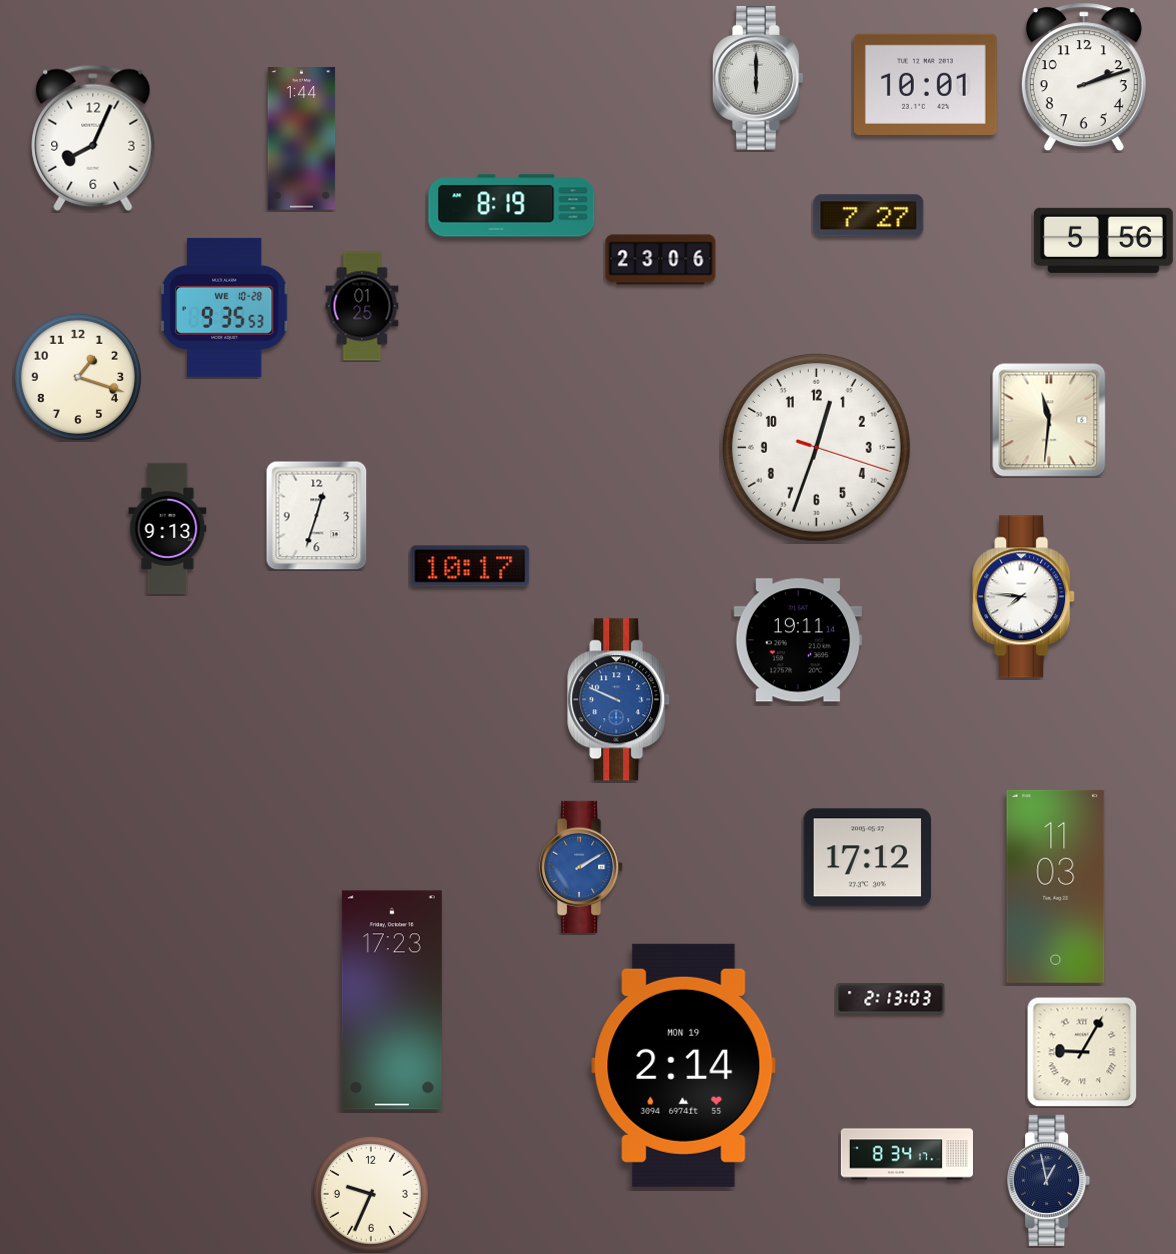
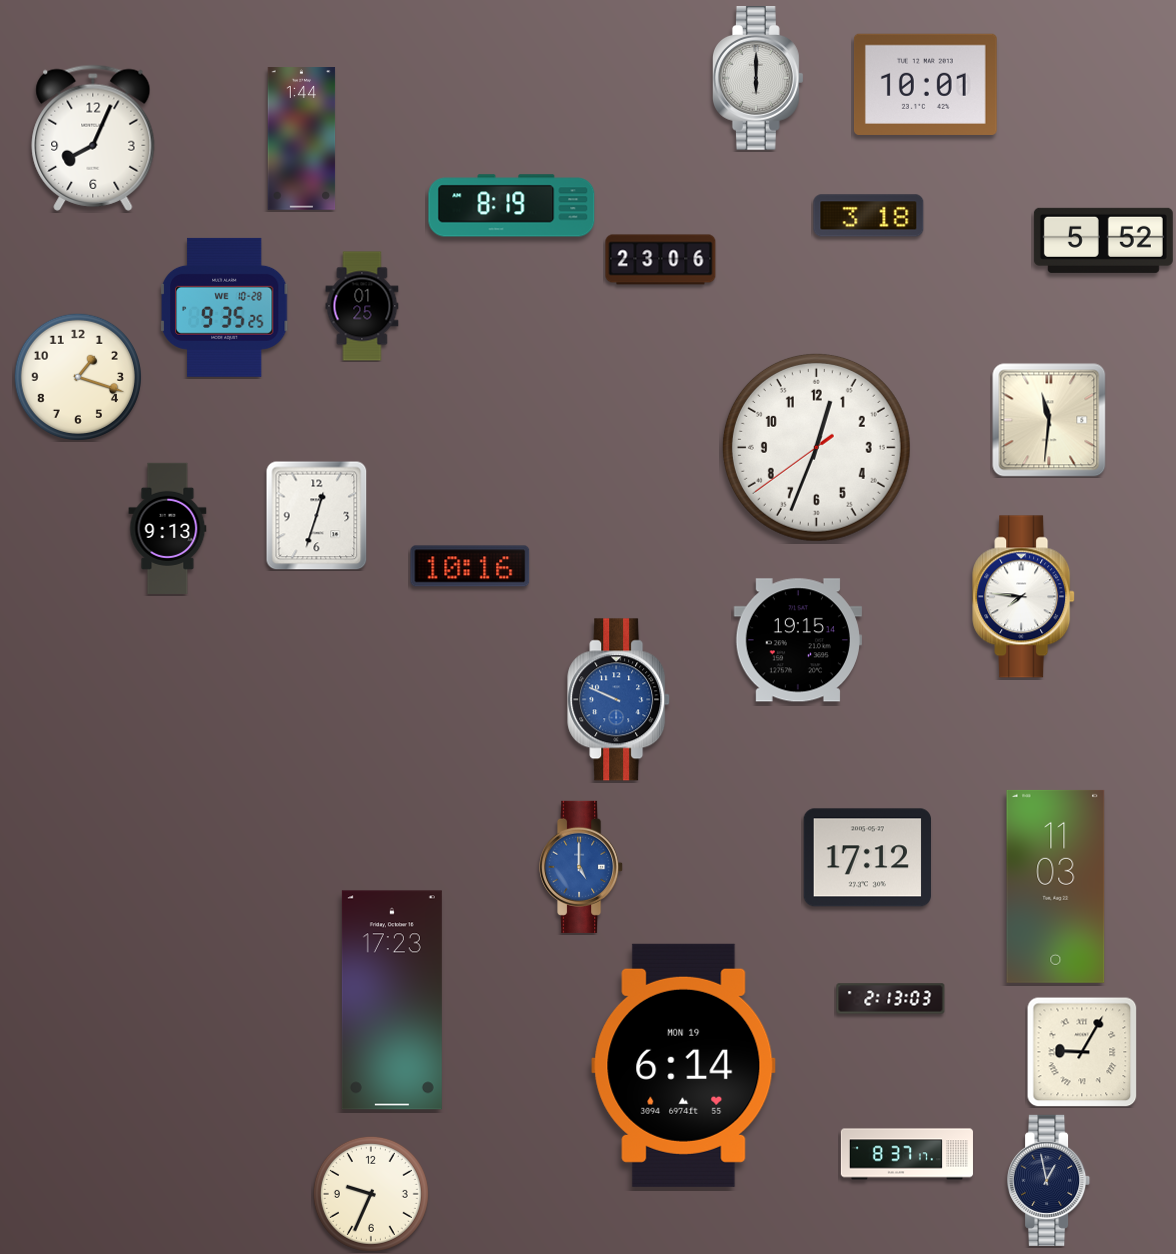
clock at (1084, 77): 2:12 -> none
clock at (869, 216): 7:27 -> 3:18
clock at (1103, 240): 5:56 -> 5:52
clock at (225, 307): 9:35:53 -> 9:35:25
clock at (816, 447): 12:33:18 -> 12:33:39
clock at (470, 566): 10:17 -> 10:16
clock at (798, 640): 19:11 -> 19:15
clock at (582, 867): 2:10 -> 5:00
clock at (684, 1065): 2:14 -> 6:14
clock at (906, 1154): 8:34 -> 8:37
